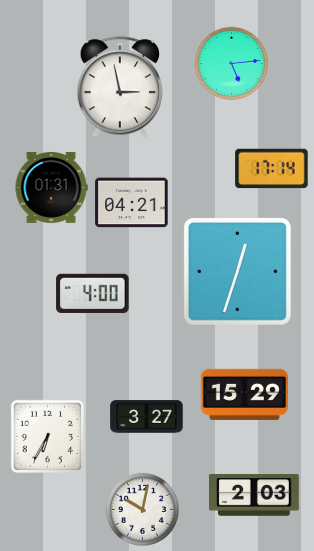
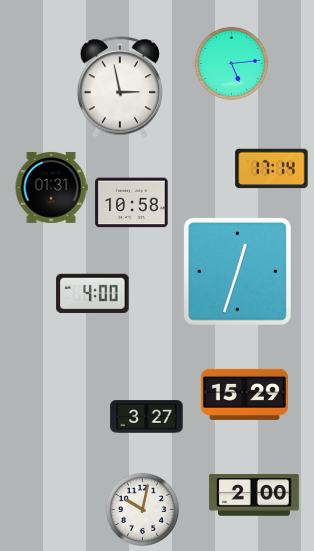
clock at (132, 203): 04:21 -> 10:58
clock at (48, 437): 6:35 -> none
clock at (254, 495): 2:03 -> 2:00
